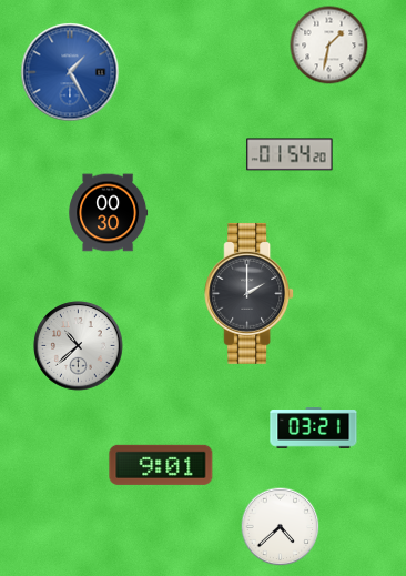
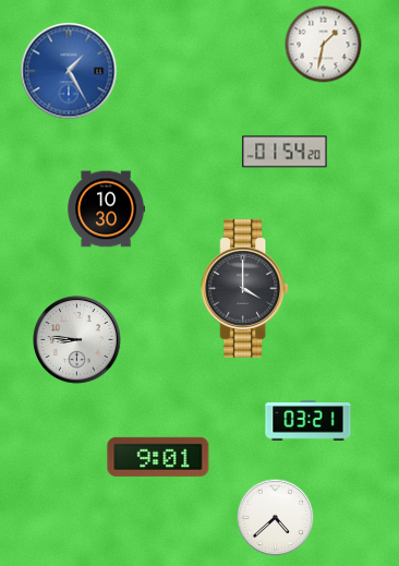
clock at (109, 213): 00:30 -> 10:30
clock at (250, 293): 2:00 -> 4:00
clock at (79, 346): 10:38 -> 8:46
